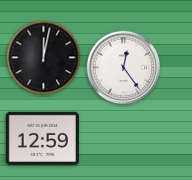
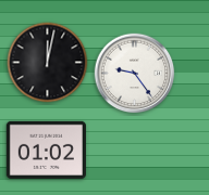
clock at (124, 68): 12:24 -> 9:24
clock at (42, 138): 12:59 -> 01:02
